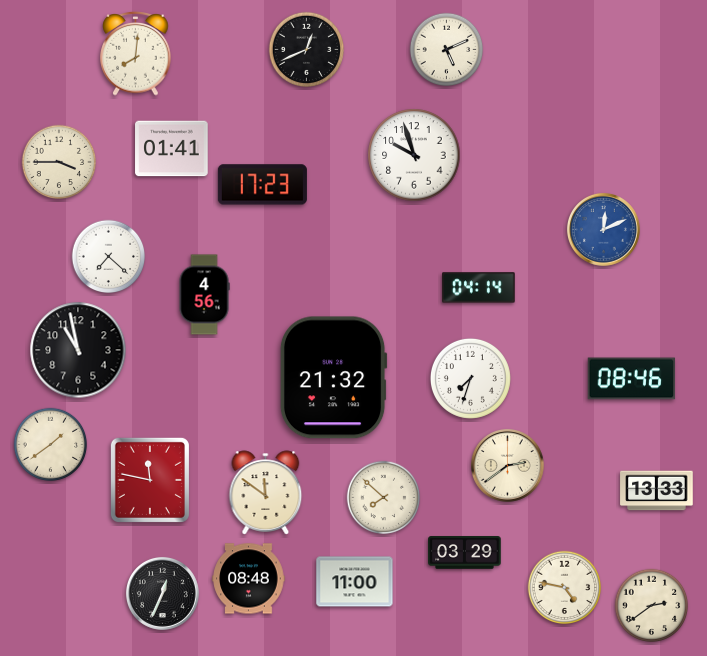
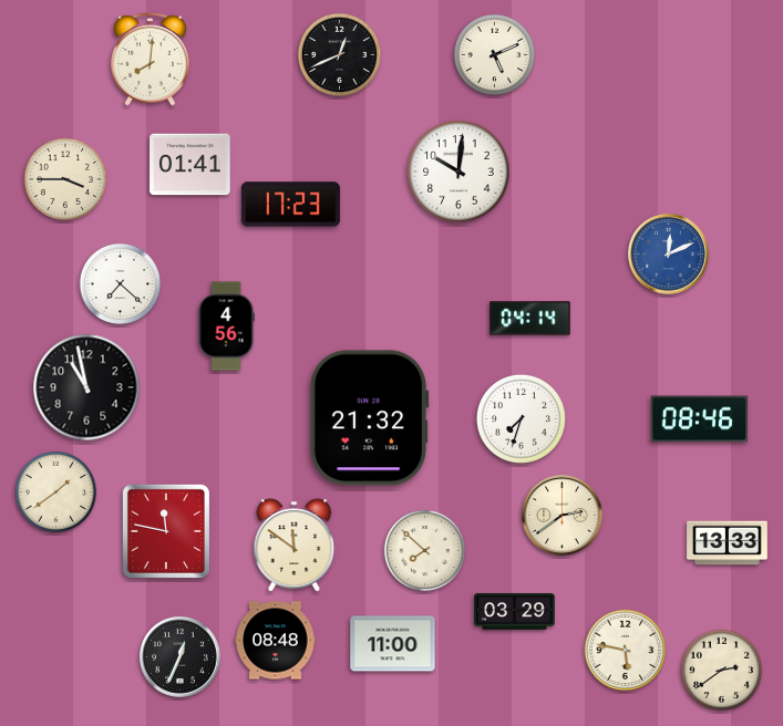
clock at (414, 155): 9:57 -> 10:01
clock at (565, 588): 4:47 -> 5:47
